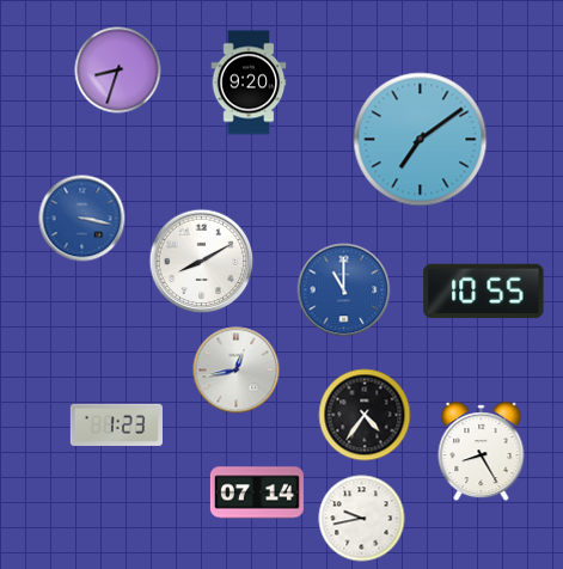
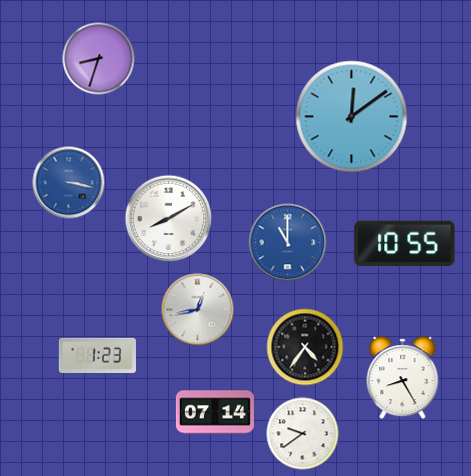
clock at (249, 82): 9:20 -> none
clock at (421, 140): 7:09 -> 12:09
clock at (362, 519): 9:43 -> 9:39
